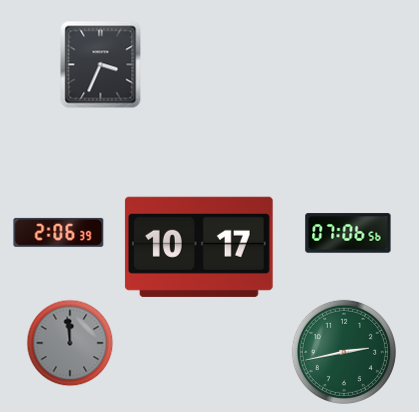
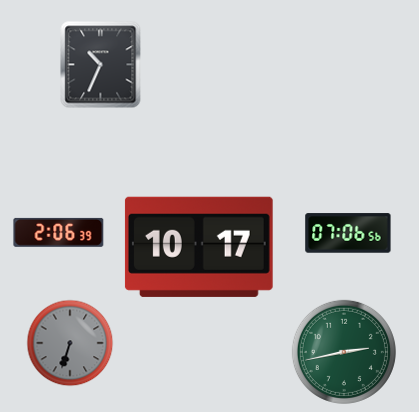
clock at (101, 65): 3:34 -> 10:34
clock at (70, 343): 11:59 -> 6:33
